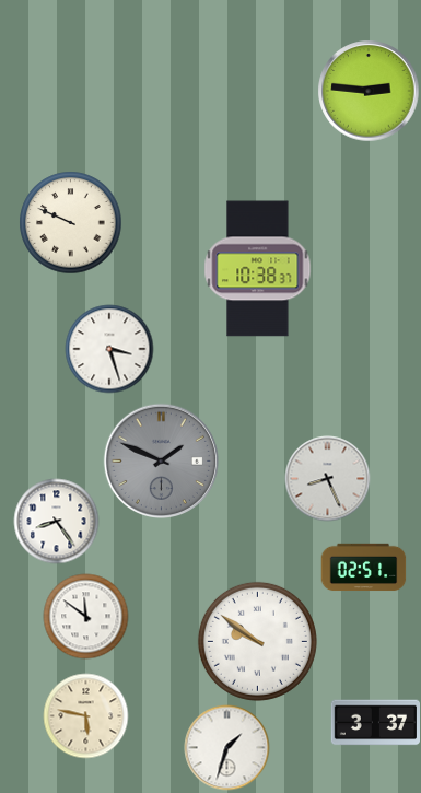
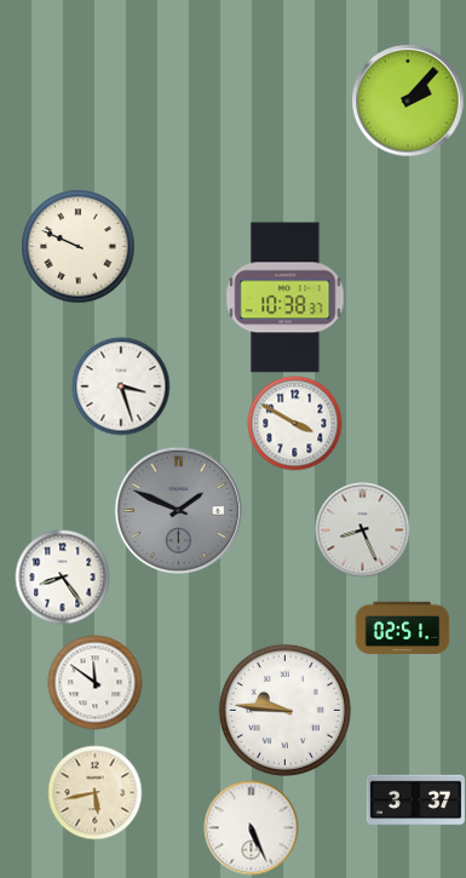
clock at (369, 91): 2:46 -> 2:07
clock at (294, 423): none -> 3:50
clock at (257, 641): 9:51 -> 9:46
clock at (85, 715): 5:47 -> 5:43
clock at (226, 747): 1:33 -> 5:26
